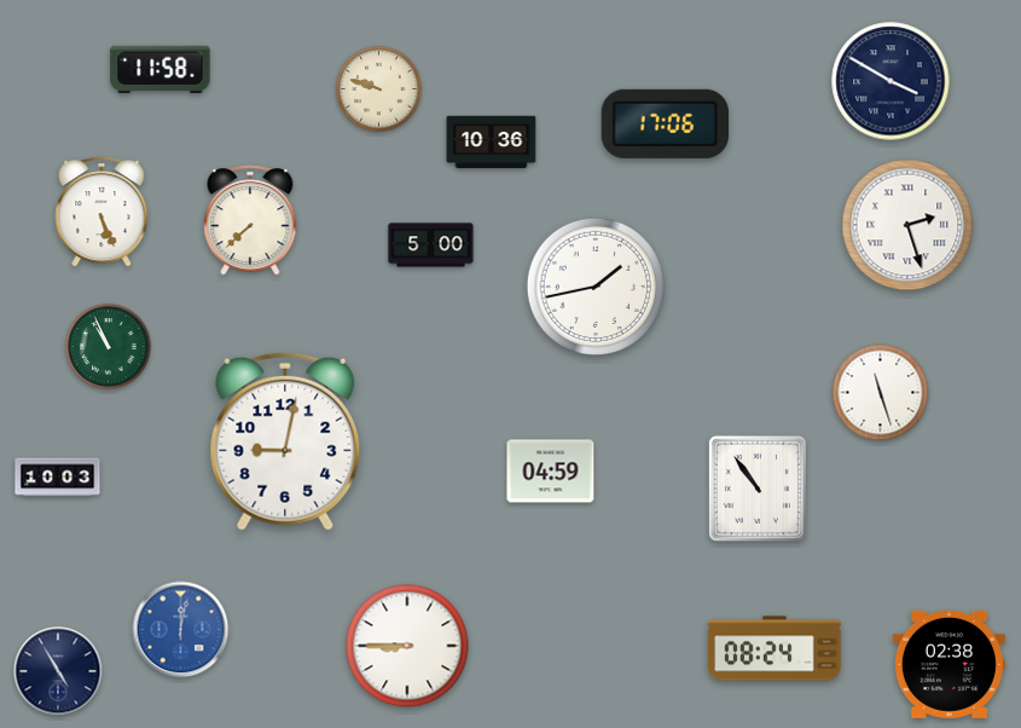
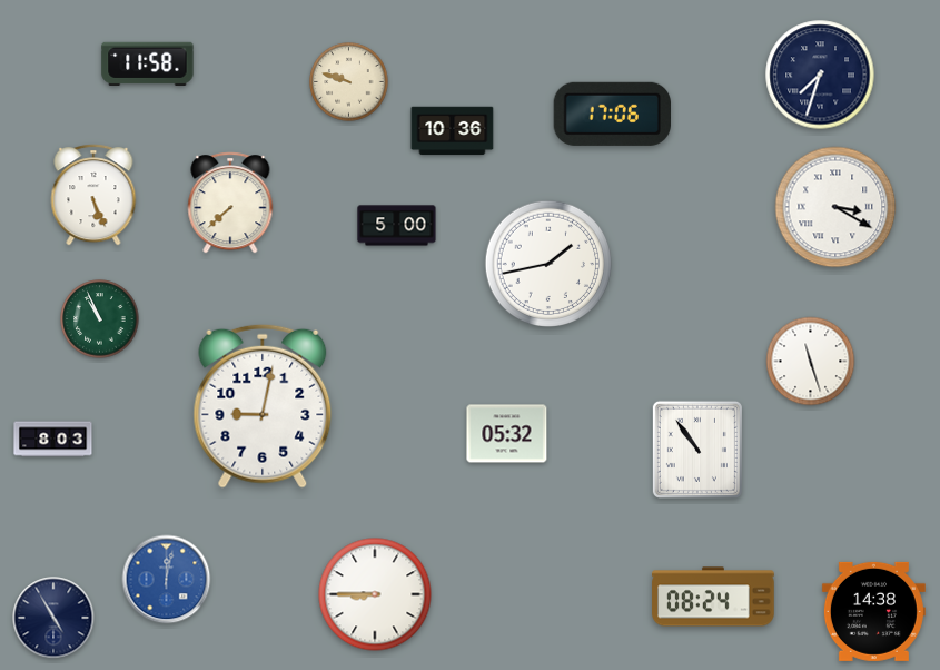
clock at (891, 81): 3:50 -> 7:33
clock at (907, 225): 2:27 -> 3:20
clock at (551, 472): 04:59 -> 05:32
clock at (58, 478): 10:03 -> 8:03
clock at (949, 664): 02:38 -> 14:38
